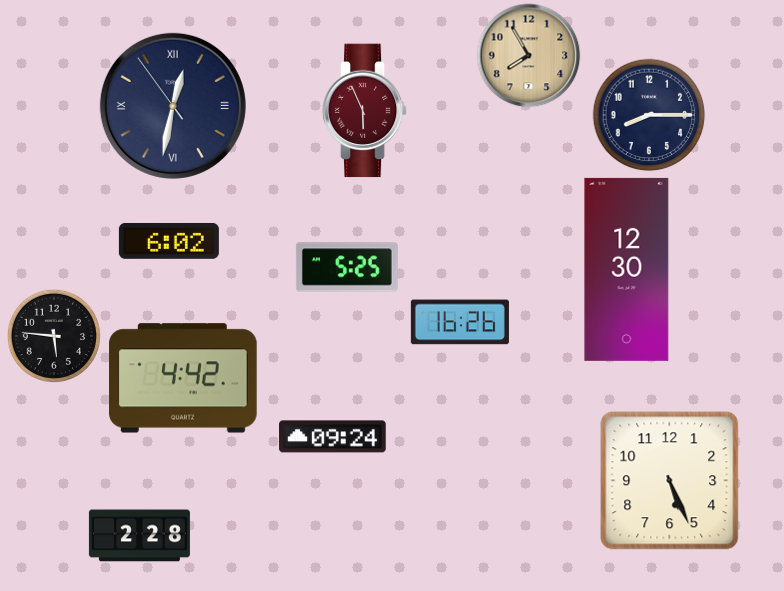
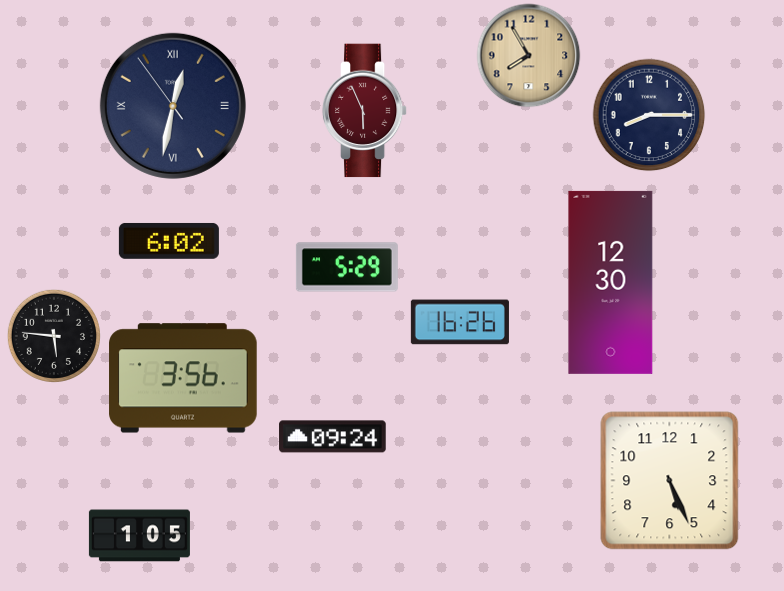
clock at (347, 267): 5:25 -> 5:29
clock at (627, 269) position: (627, 269) -> (611, 282)
clock at (183, 378): 4:42 -> 3:56
clock at (139, 536): 2:28 -> 1:05
